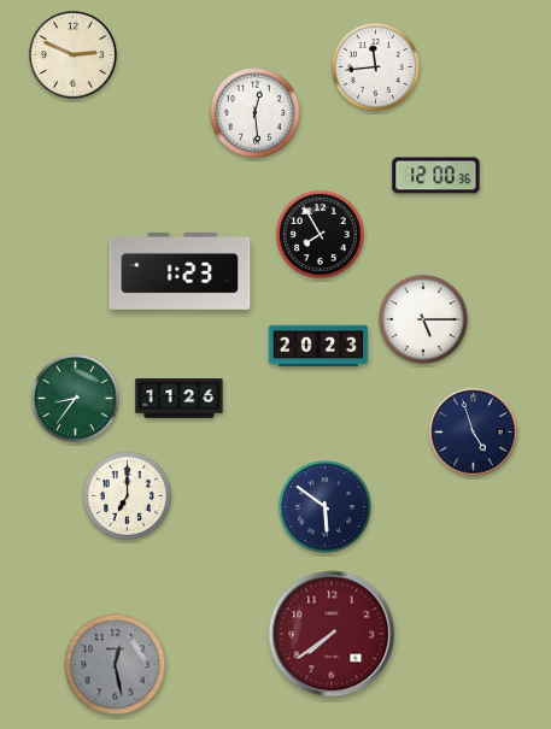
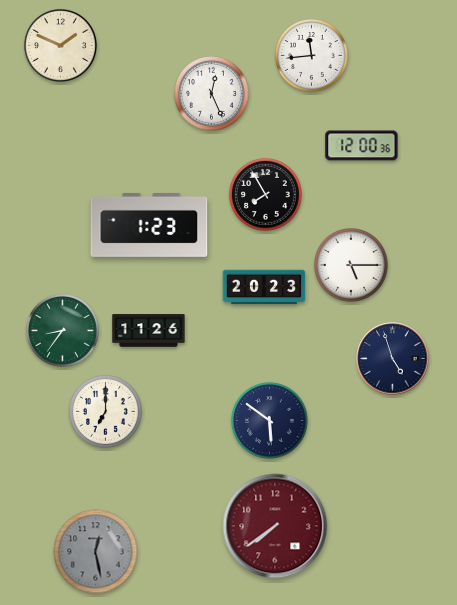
clock at (72, 54): 2:49 -> 1:49
clock at (256, 113): 12:29 -> 12:26
